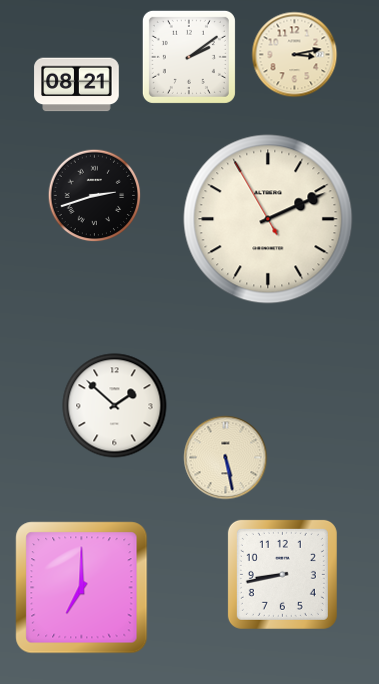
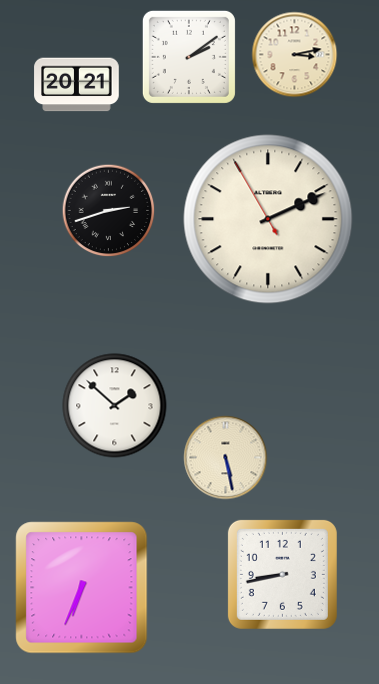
clock at (77, 85): 08:21 -> 20:21
clock at (95, 196) position: (95, 196) -> (109, 211)
clock at (82, 588): 7:00 -> 6:34
